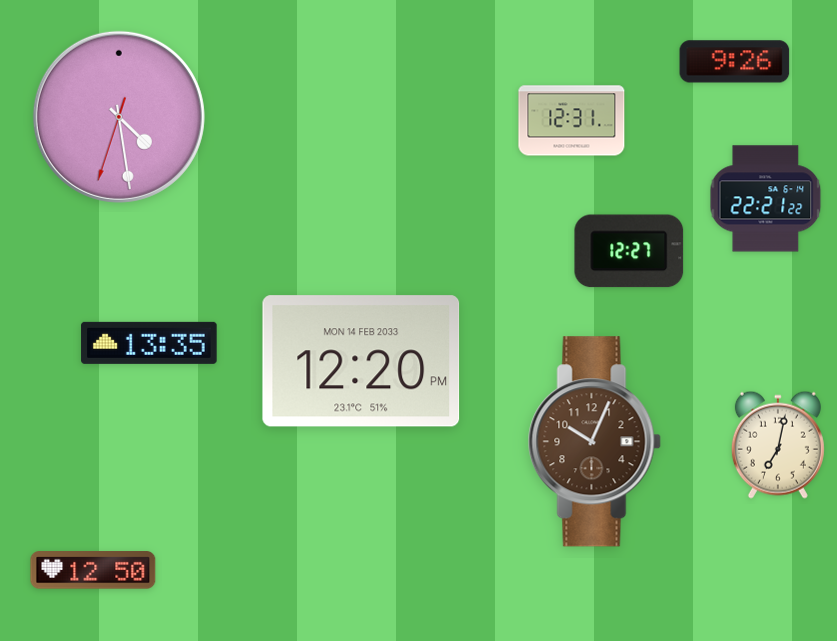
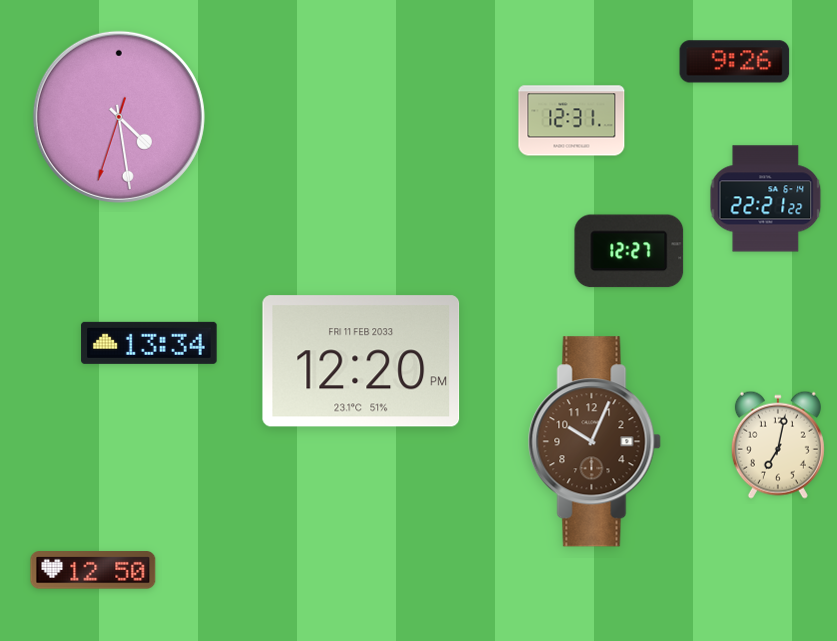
clock at (149, 343): 13:35 -> 13:34
clock at (361, 361) date: MON 14 FEB 2033 -> FRI 11 FEB 2033
